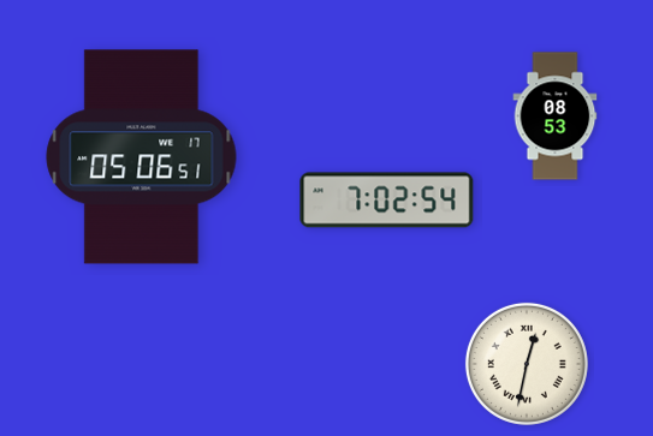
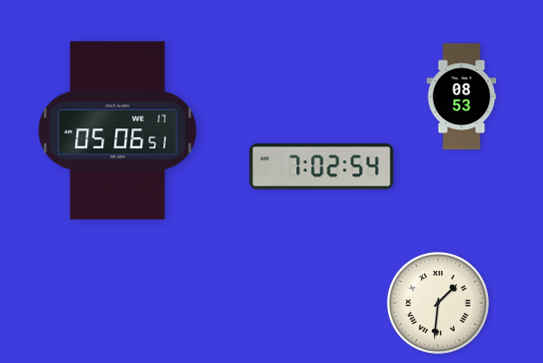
clock at (527, 364): 12:32 -> 1:31
